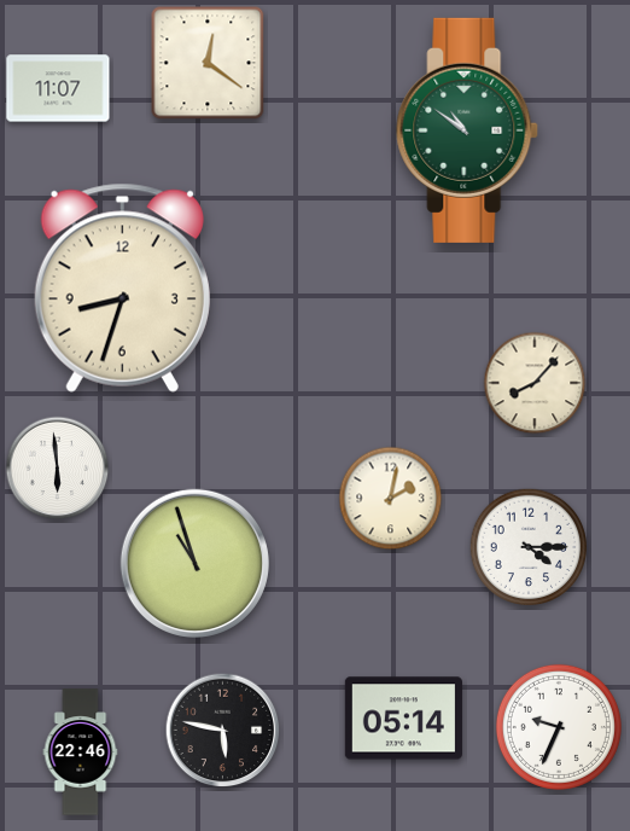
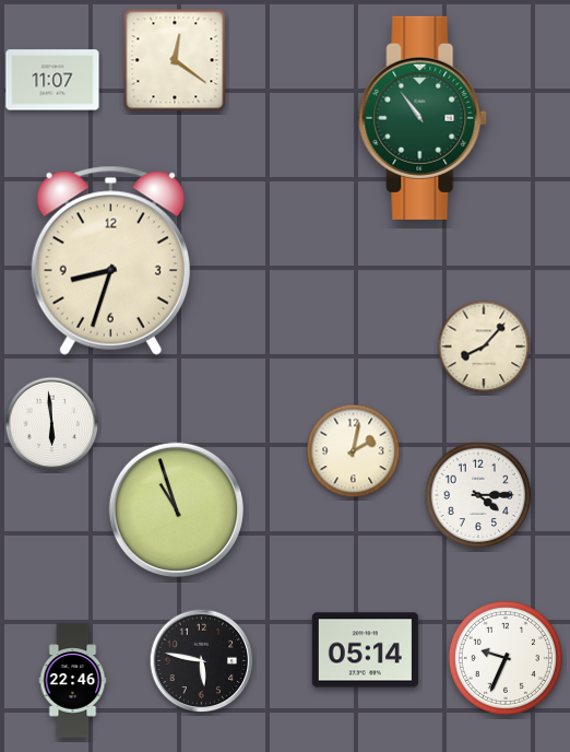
clock at (208, 63) position: (208, 63) -> (175, 60)
clock at (468, 130): 10:51 -> 10:54
